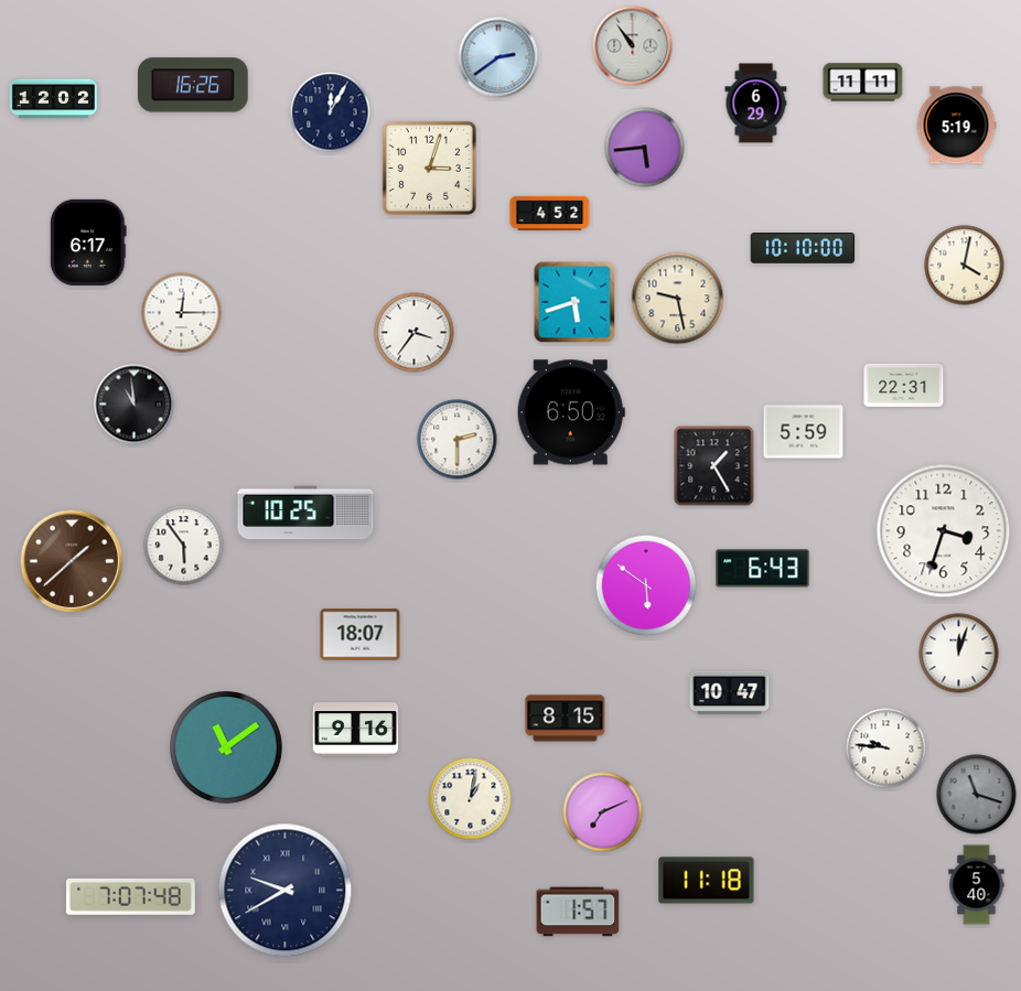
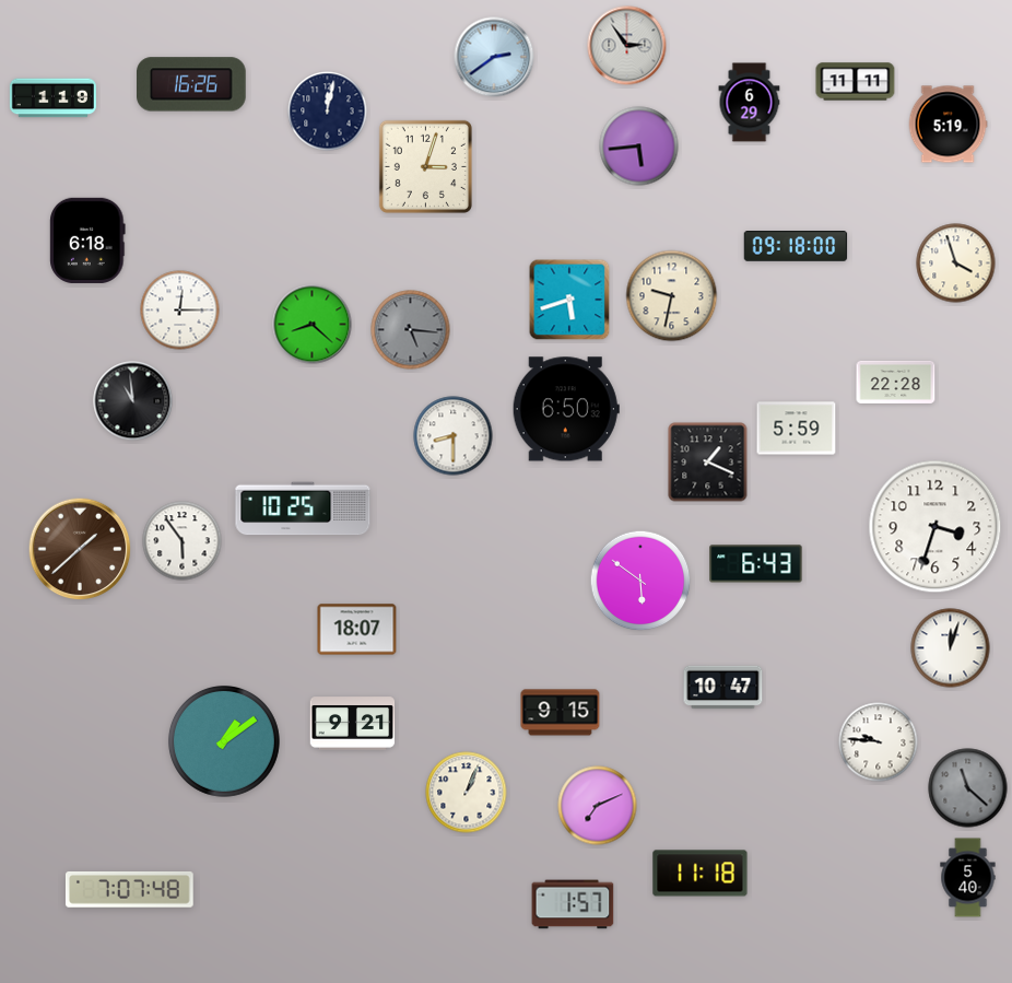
clock at (633, 46): 10:54 -> 2:54
clock at (53, 99): 12:02 -> 1:19
clock at (331, 112): 12:05 -> 12:02
clock at (550, 214): 4:52 -> none
clock at (88, 243): 6:17 -> 6:18
clock at (803, 249): 10:10 -> 09:18
clock at (965, 266): 4:02 -> 3:57
clock at (678, 299): 9:28 -> 9:32
clock at (313, 325): none -> 8:22
clock at (415, 333): 3:36 -> 5:16
clock at (415, 333) dial: white -> grey
clock at (904, 385): 22:31 -> 22:28
clock at (458, 440): 2:30 -> 8:30
clock at (714, 466): 1:25 -> 1:19
clock at (72, 561) position: (72, 561) -> (80, 549)
clock at (566, 719): 8:15 -> 9:15
clock at (356, 730): 9:16 -> 9:21
clock at (226, 747): 11:09 -> 1:09
clock at (977, 795): 11:18 -> 11:22
clock at (471, 799): 1:02 -> 1:04
clock at (286, 891): 9:40 -> none
